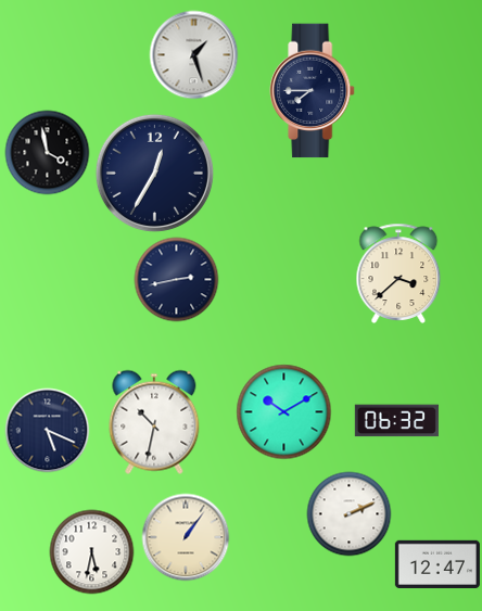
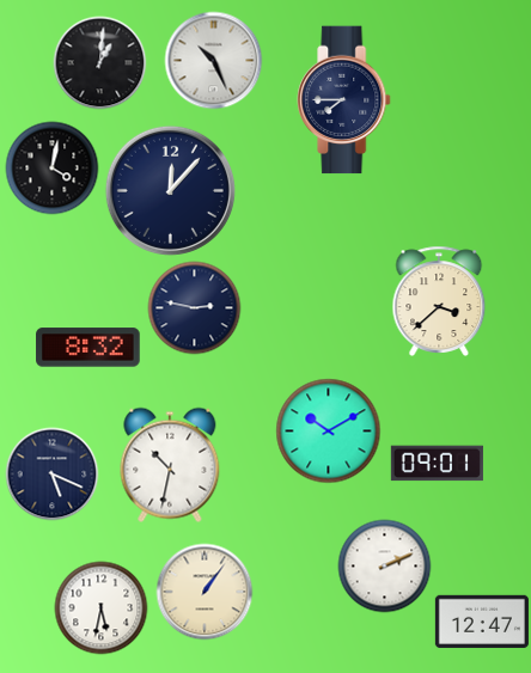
clock at (193, 54): 1:27 -> 10:26
clock at (99, 62): none -> 1:01
clock at (47, 152): 3:58 -> 4:02
clock at (154, 173): 12:35 -> 12:07
clock at (176, 279): 2:43 -> 2:47
clock at (89, 348): none -> 8:32
clock at (283, 411) position: (283, 411) -> (328, 430)
clock at (396, 421): 06:32 -> 09:01
